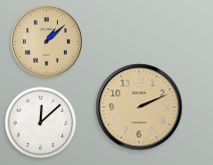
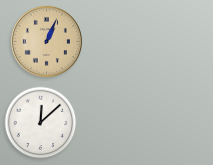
clock at (46, 41): 1:08 -> 1:04
clock at (139, 107): 2:11 -> none
